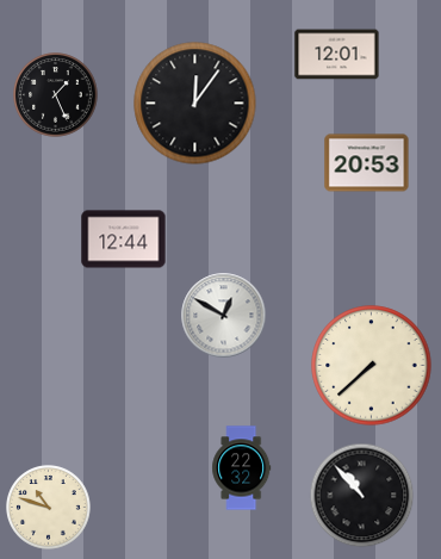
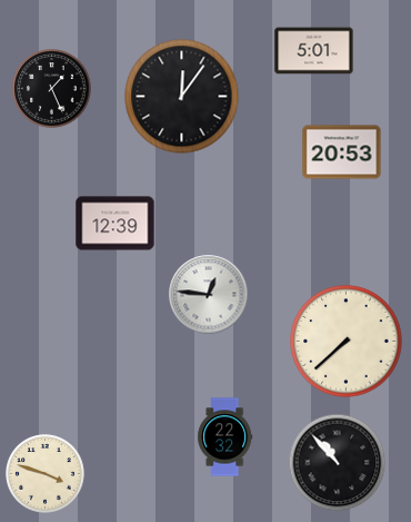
clock at (337, 55): 12:01 -> 5:01
clock at (124, 240): 12:44 -> 12:39
clock at (224, 316): 12:50 -> 12:46
clock at (49, 508): 10:48 -> 3:48
